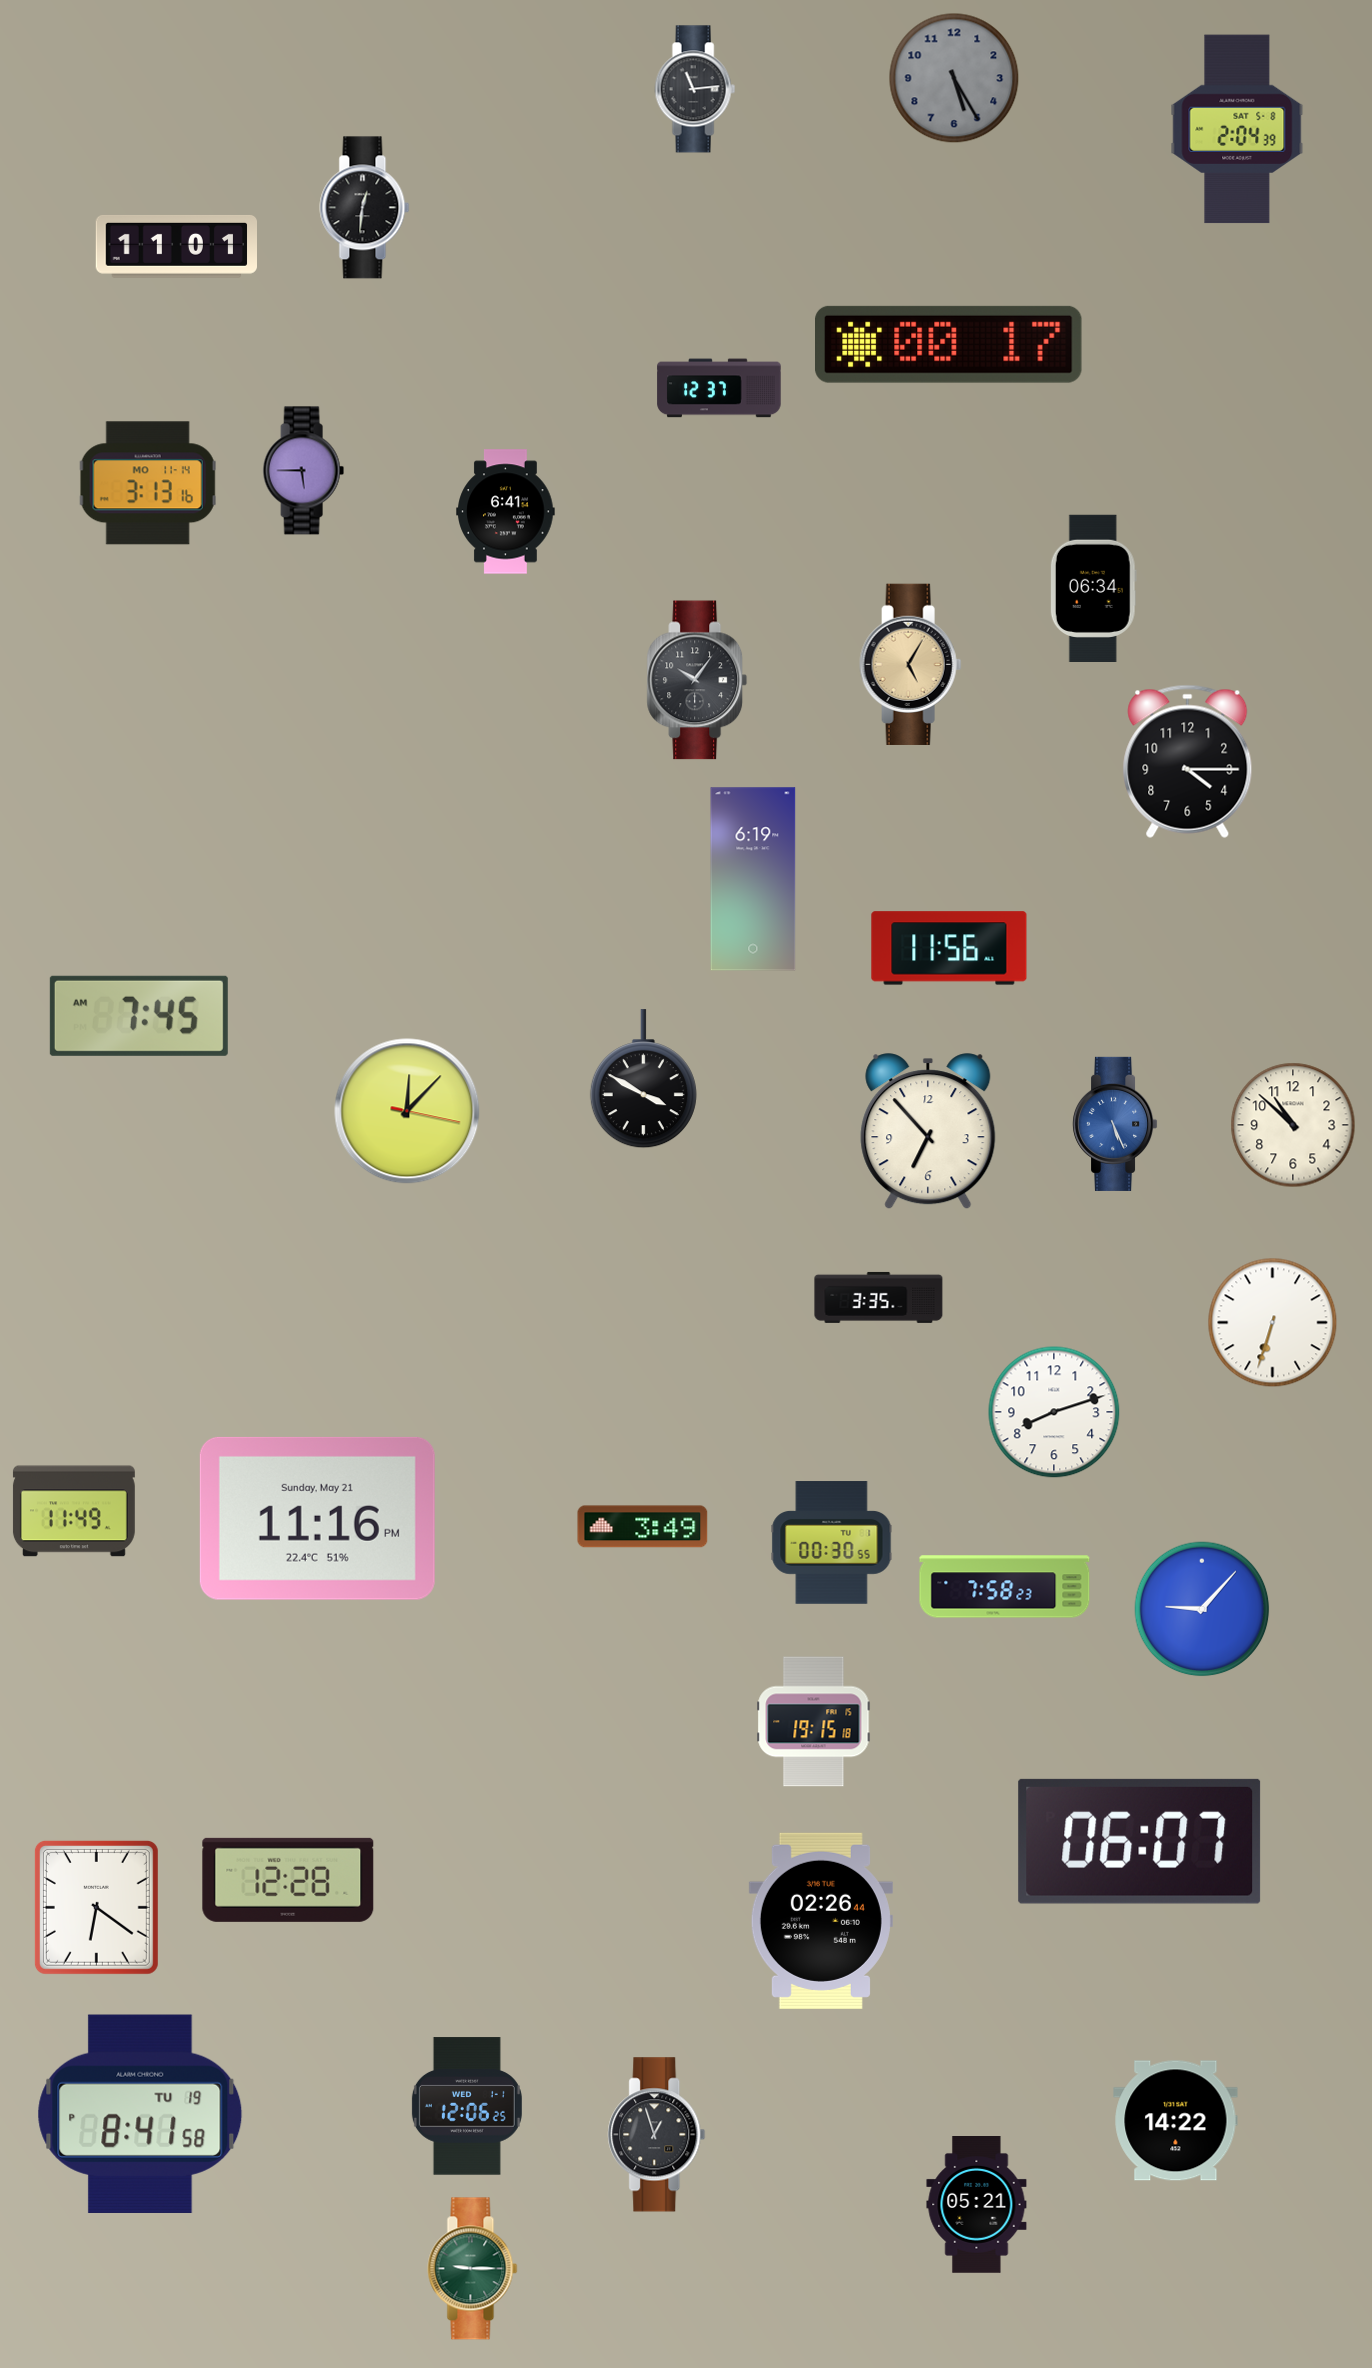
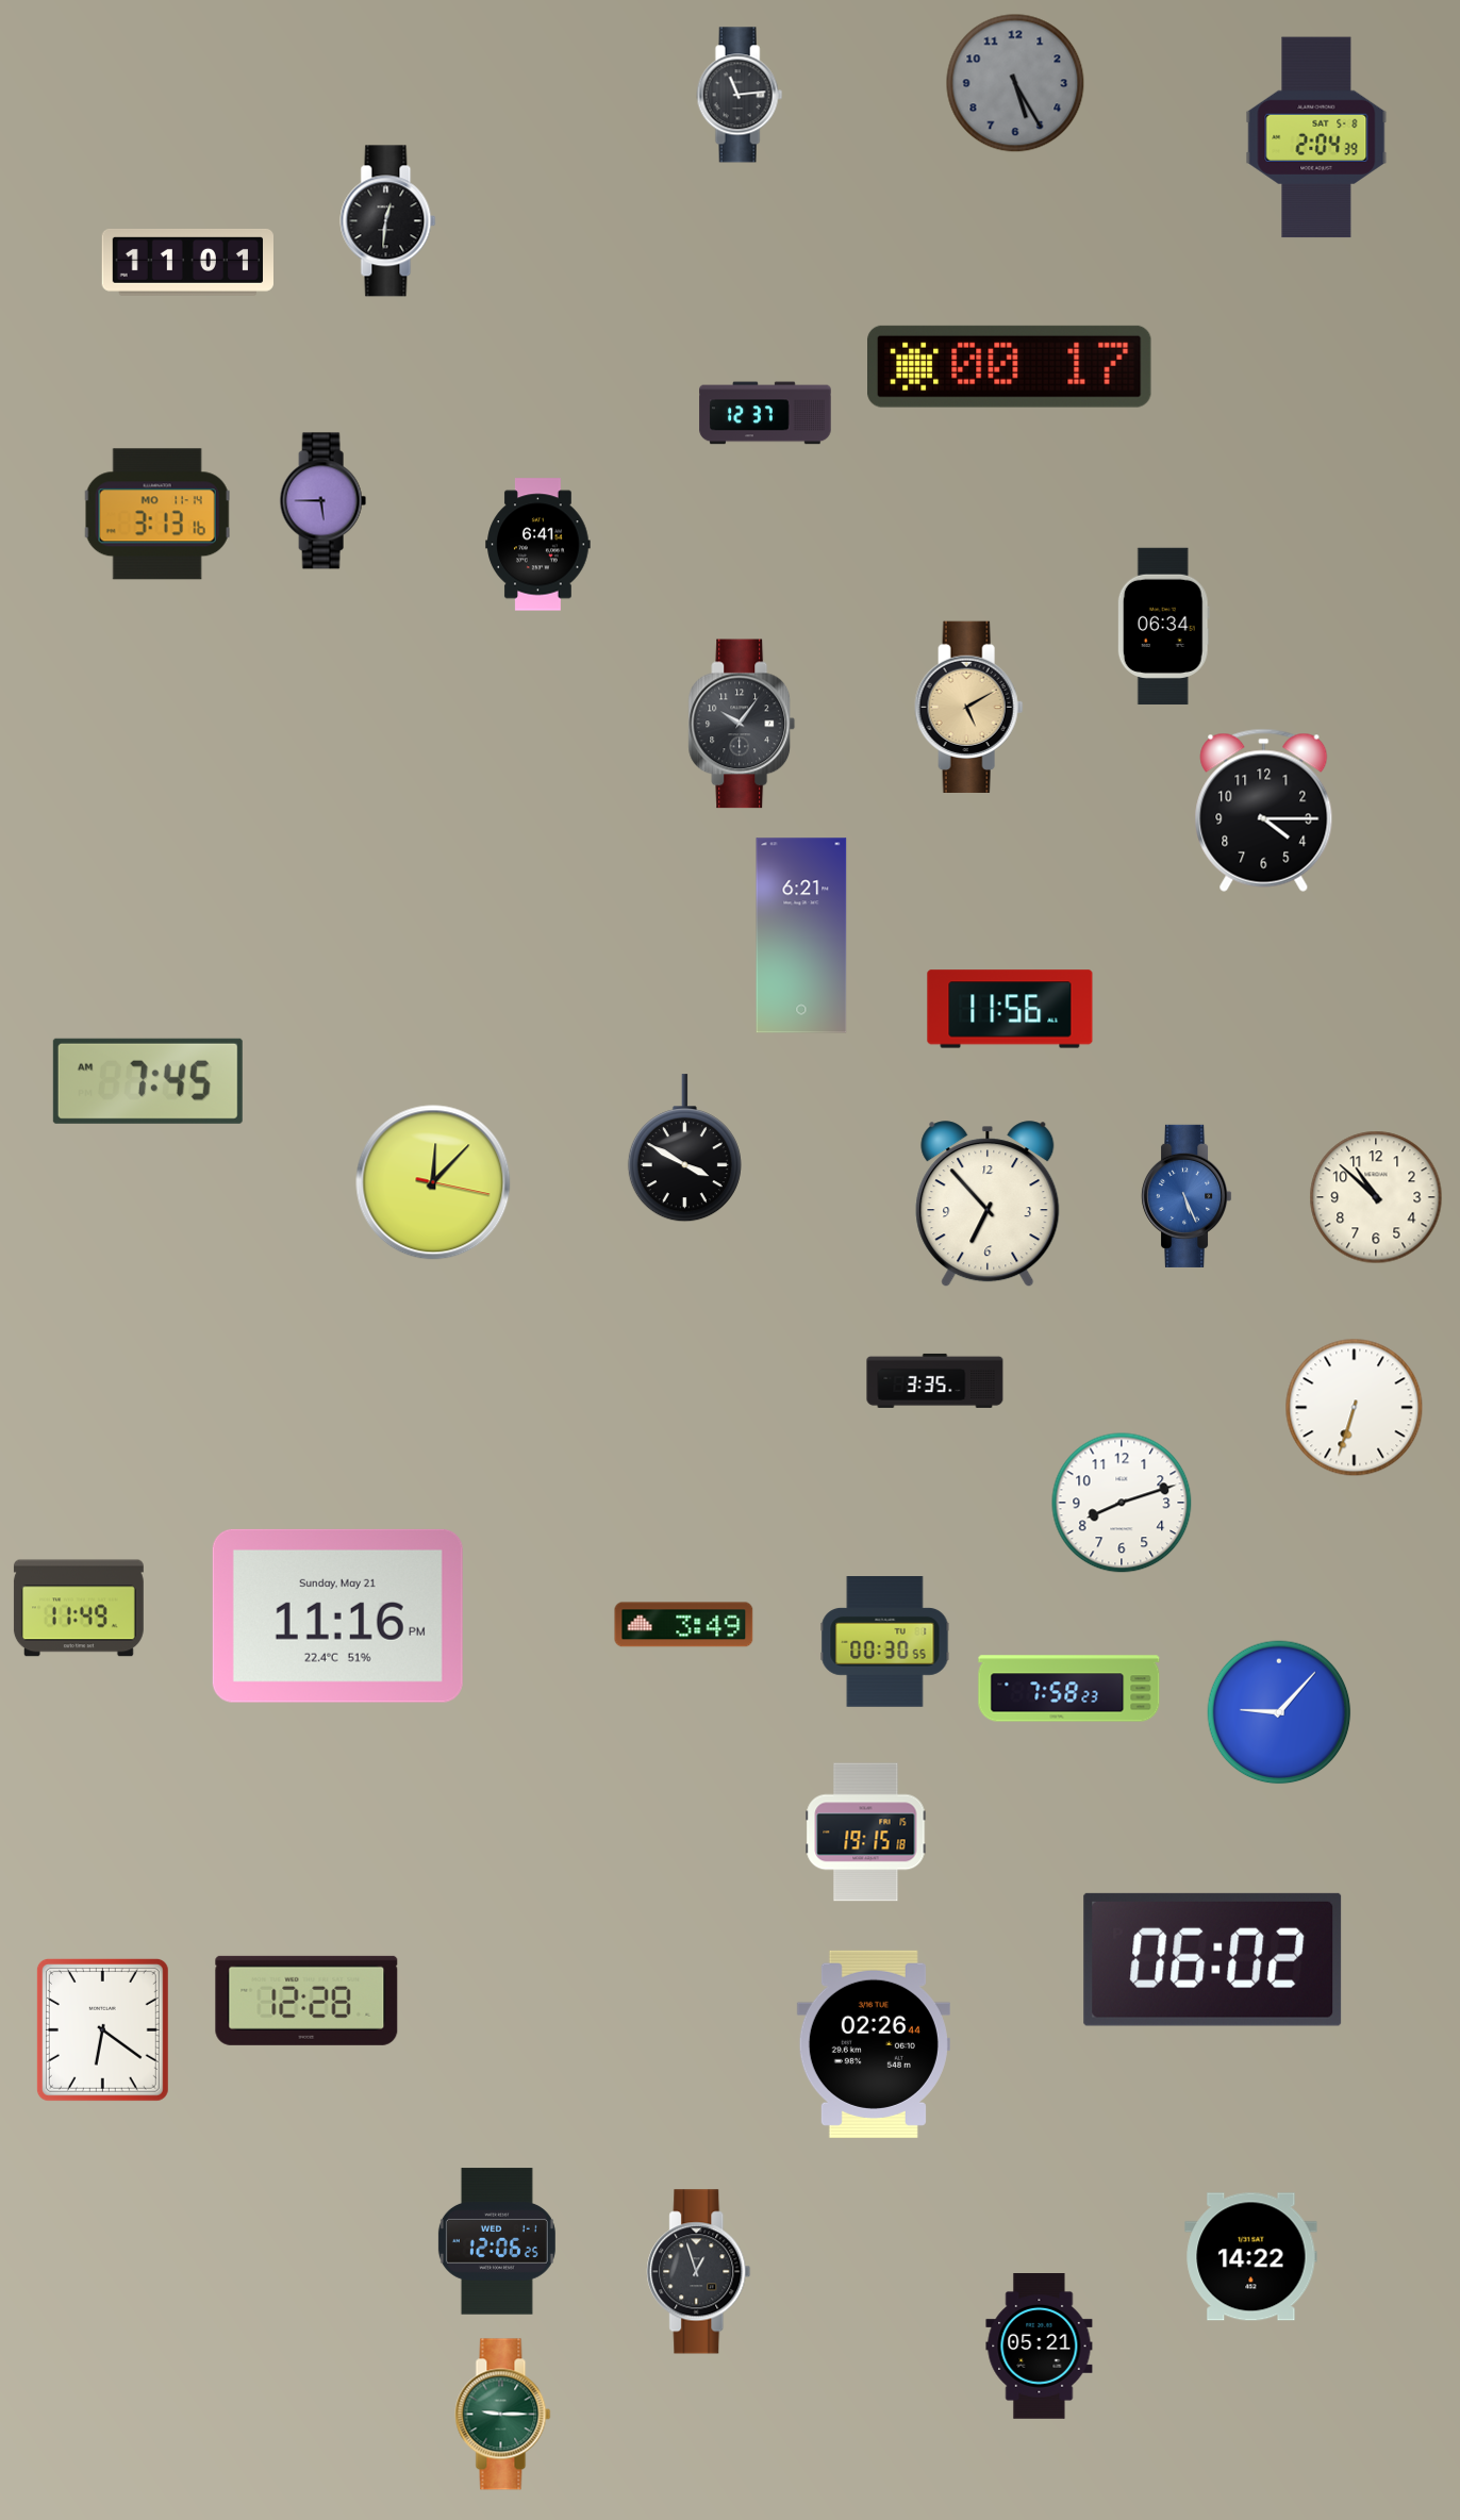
clock at (911, 664): 5:05 -> 5:10
clock at (753, 879): 6:19 -> 6:21
clock at (1140, 1841): 06:07 -> 06:02
clock at (140, 2114): 8:41 -> none
